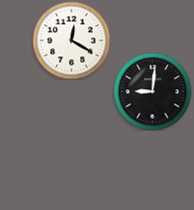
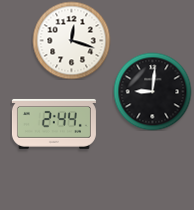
clock at (71, 40): 12:20 -> 12:18
clock at (54, 124): none -> 2:44
